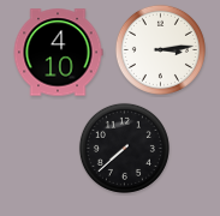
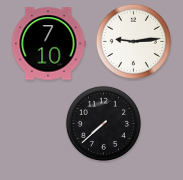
clock at (160, 49): 3:14 -> 9:14
clock at (58, 53): 4:10 -> 7:10
